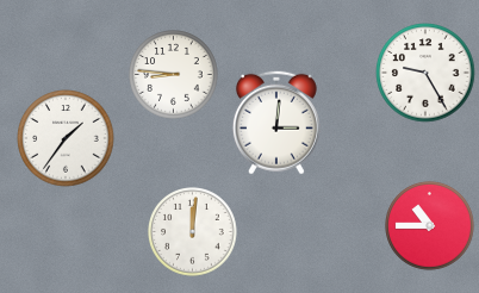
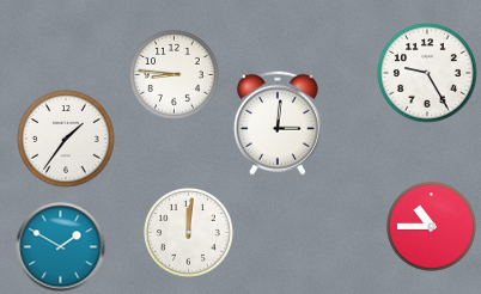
clock at (193, 232) position: (193, 232) -> (189, 233)
clock at (61, 247): none -> 1:50
